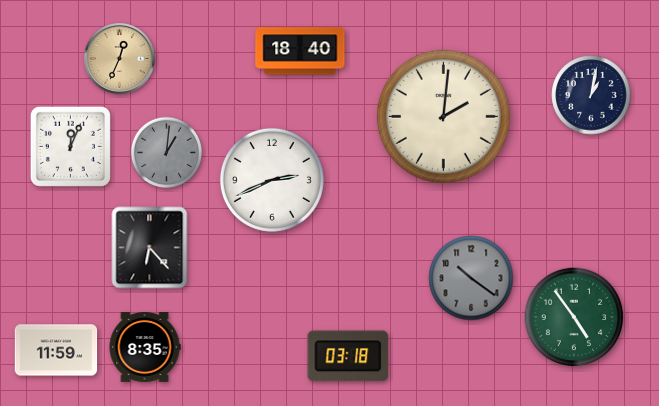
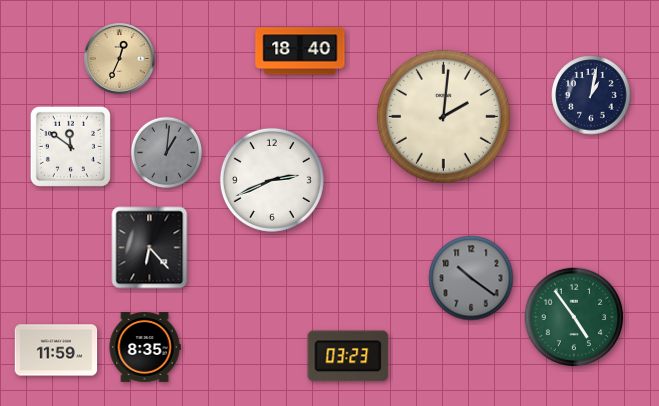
clock at (70, 146): 12:04 -> 11:51
clock at (348, 356): 03:18 -> 03:23
